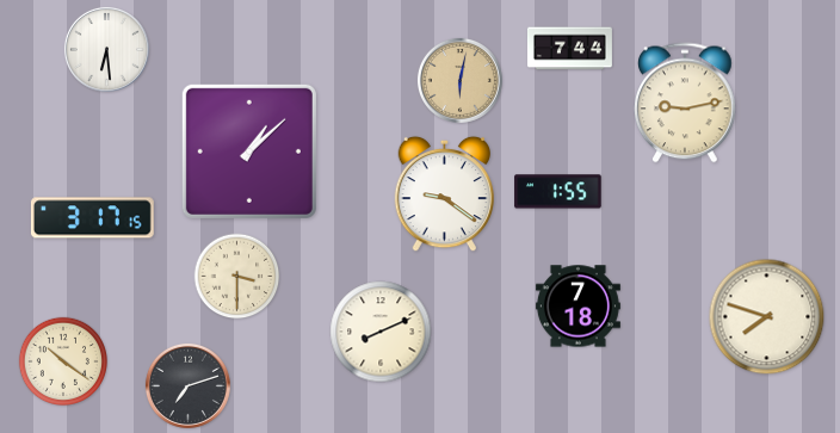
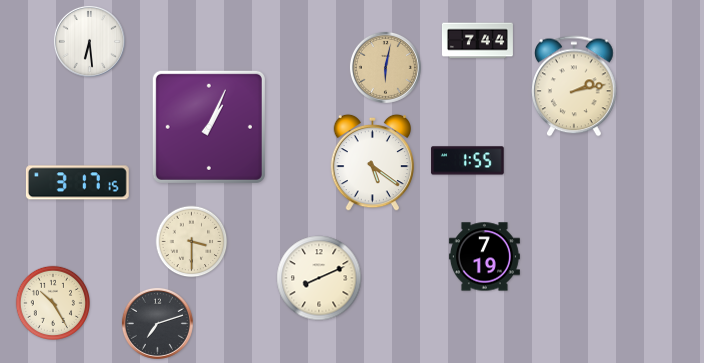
clock at (686, 103): 9:13 -> 2:13
clock at (249, 151): 1:08 -> 1:04
clock at (444, 194): 9:21 -> 5:21
clock at (237, 277) position: (237, 277) -> (192, 242)
clock at (577, 307): 7:18 -> 7:19
clock at (767, 317): 7:48 -> none
clock at (62, 360): 10:21 -> 10:25
